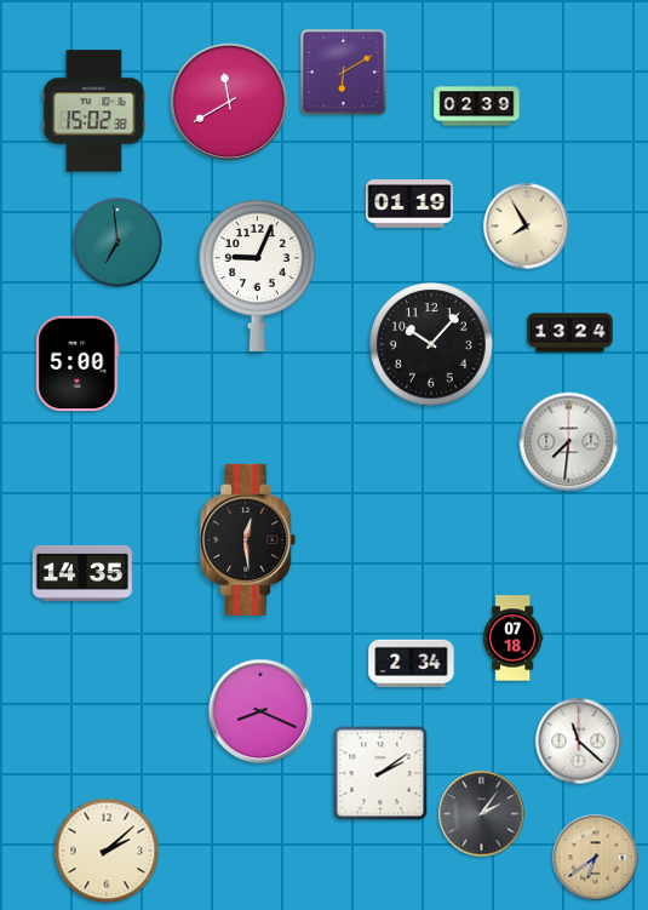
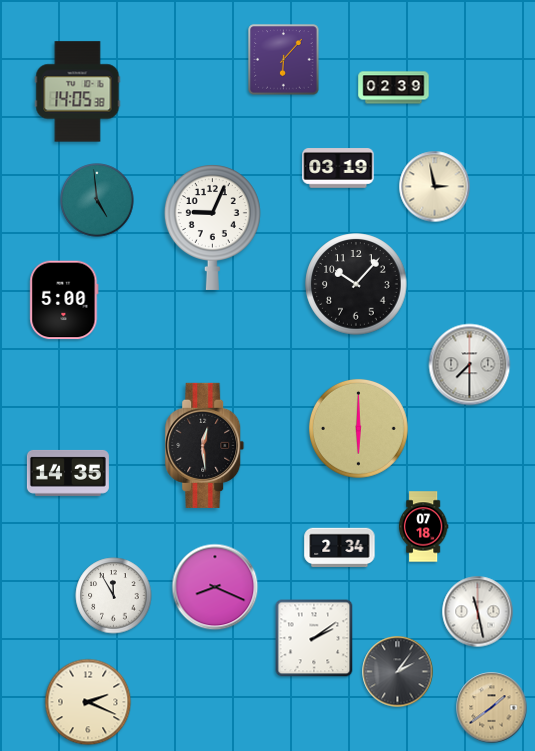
clock at (344, 73): 6:10 -> 6:07
clock at (228, 101): 11:40 -> none
clock at (94, 111): 15:02 -> 14:05
clock at (409, 204): 01:19 -> 03:19
clock at (527, 227): 7:55 -> 2:58
clock at (117, 242): 6:59 -> 4:59
clock at (570, 333): 13:24 -> none
clock at (569, 442): 7:31 -> 7:30
clock at (358, 428): none -> 6:00
clock at (114, 596): none -> 11:55
clock at (579, 742): 11:22 -> 11:28
clock at (107, 851): 2:08 -> 2:19
clock at (596, 858): 6:39 -> 1:39
